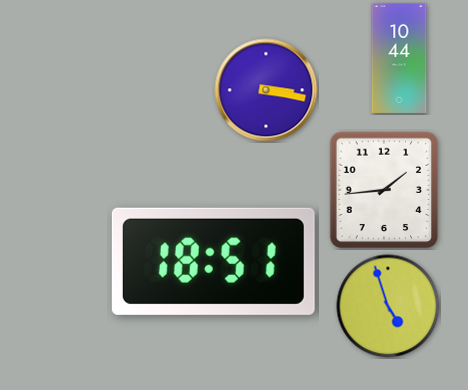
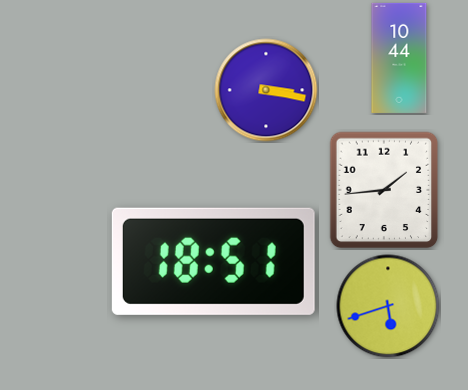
clock at (388, 306): 4:57 -> 5:42
